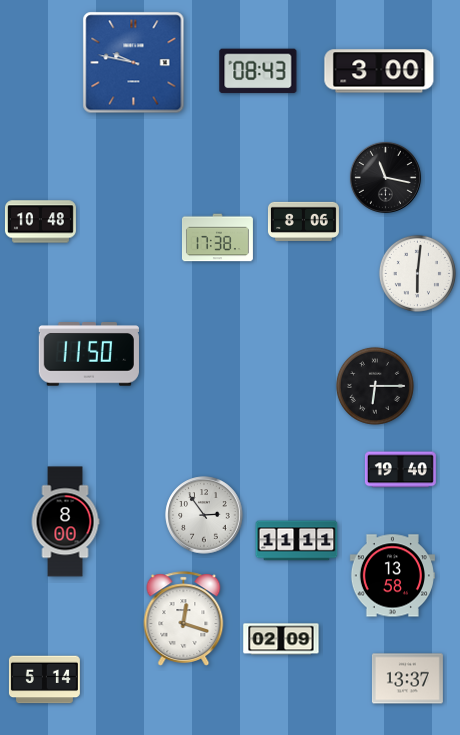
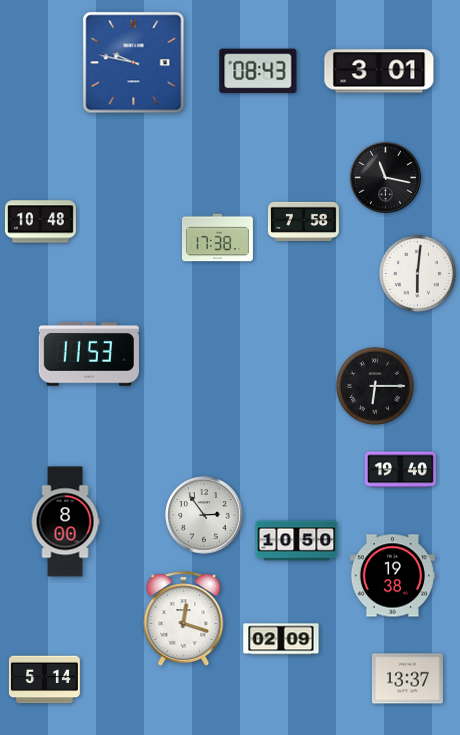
clock at (379, 71): 3:00 -> 3:01
clock at (303, 221): 8:06 -> 7:58
clock at (89, 354): 11:50 -> 11:53
clock at (297, 541): 11:11 -> 10:50
clock at (392, 576): 13:58 -> 19:38
